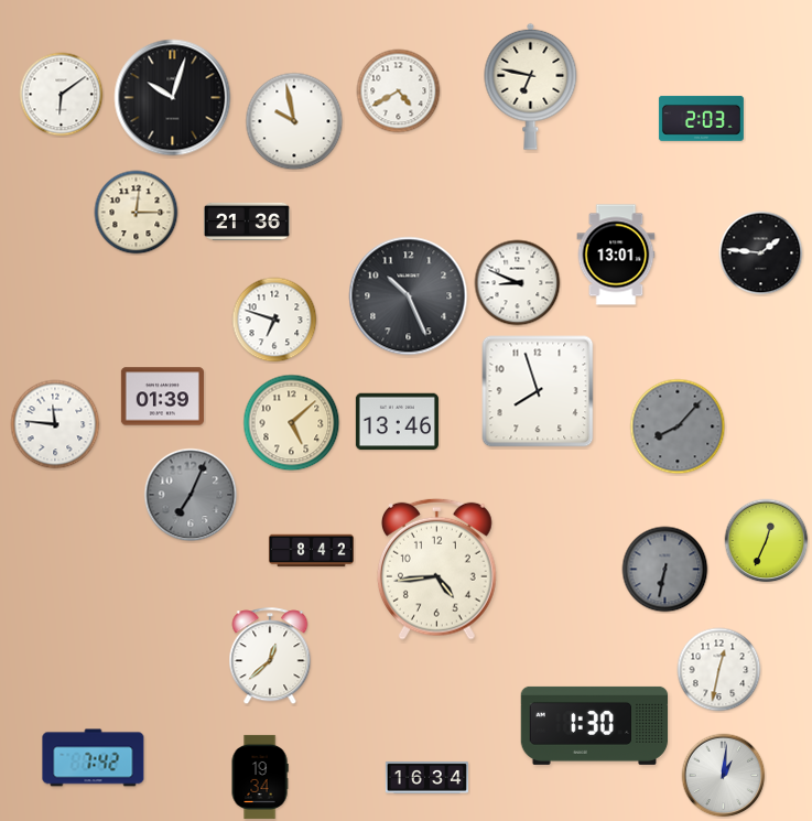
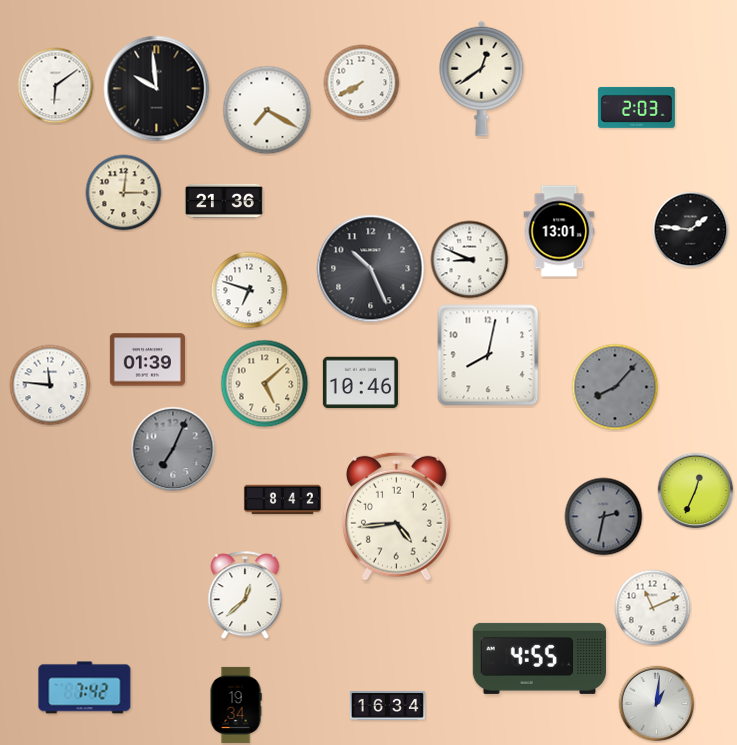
clock at (531, 86): 6:47 -> 12:39
clock at (399, 91): 4:40 -> 7:40
clock at (173, 98): 10:03 -> 9:59
clock at (294, 121): 9:58 -> 7:20
clock at (518, 283) position: (518, 283) -> (470, 260)
clock at (538, 391): 7:57 -> 8:02
clock at (397, 422): 13:46 -> 10:46
clock at (665, 570): 6:32 -> 2:32
clock at (719, 670): 12:32 -> 11:11
clock at (595, 725): 1:30 -> 4:55
